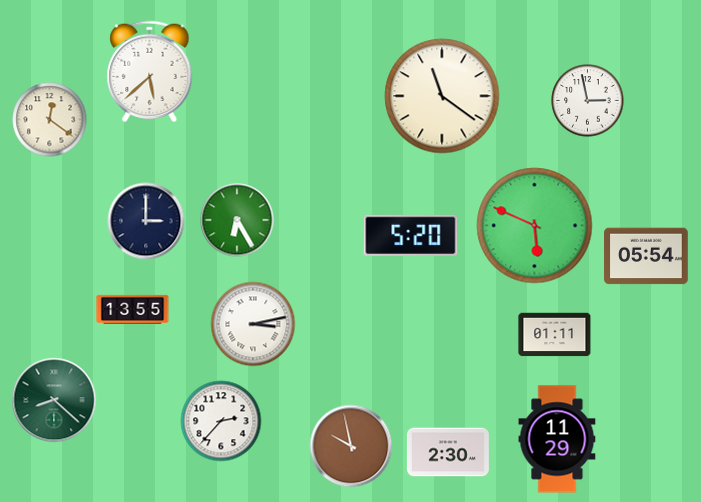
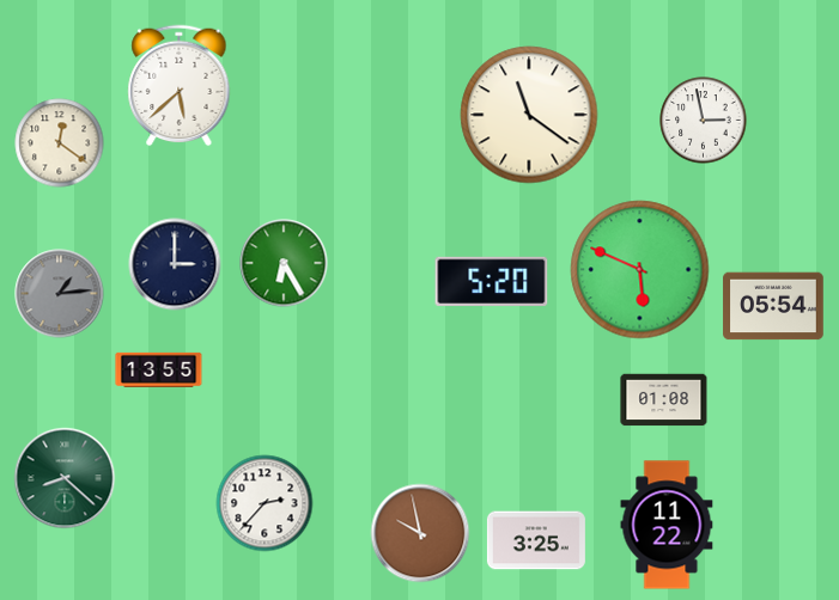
clock at (60, 294): none -> 1:14
clock at (253, 324): 3:13 -> none
clock at (555, 335): 01:11 -> 01:08
clock at (557, 439): 11:29 -> 11:22
clock at (448, 452): 2:30 -> 3:25
